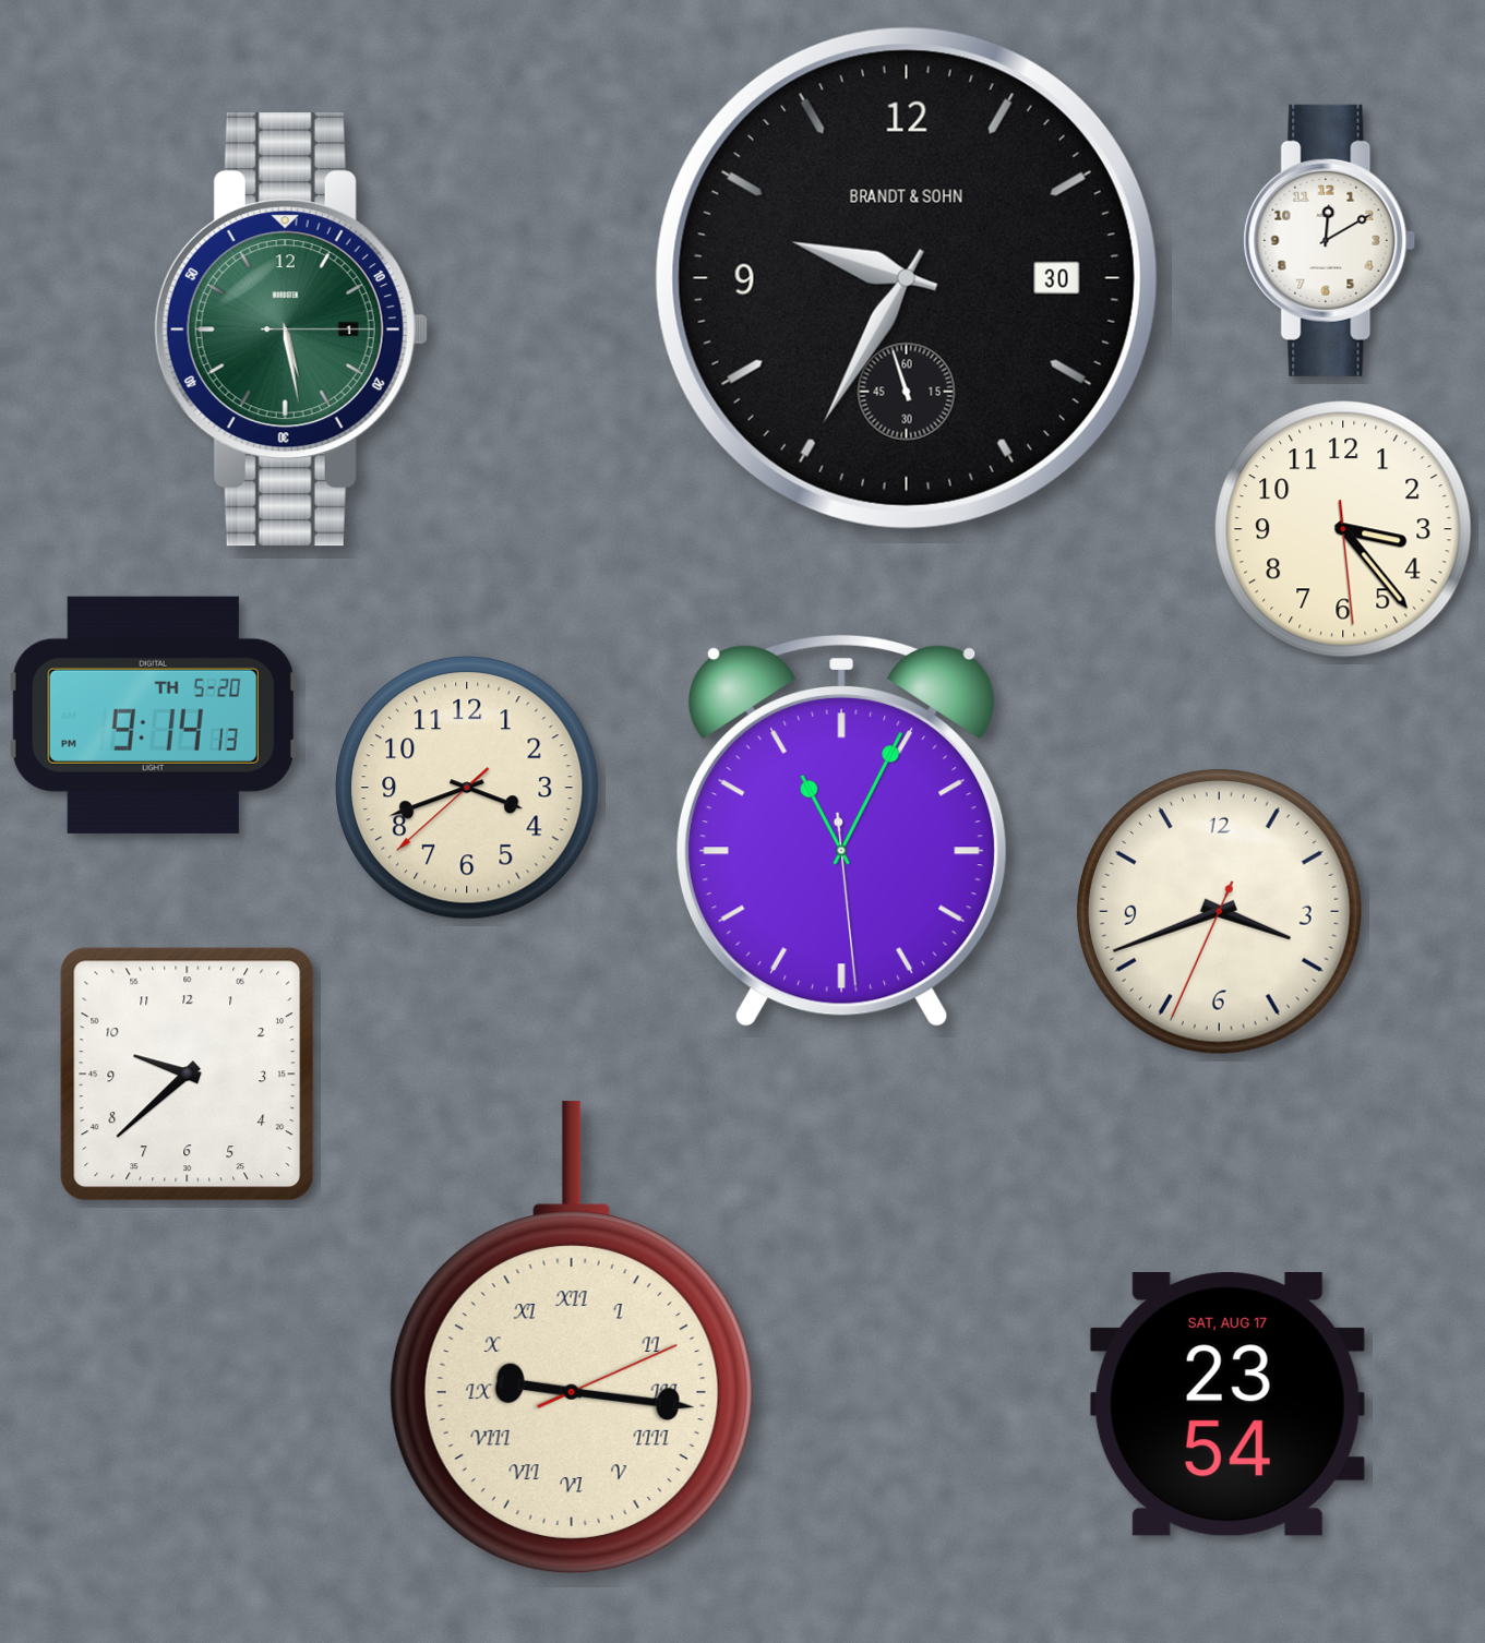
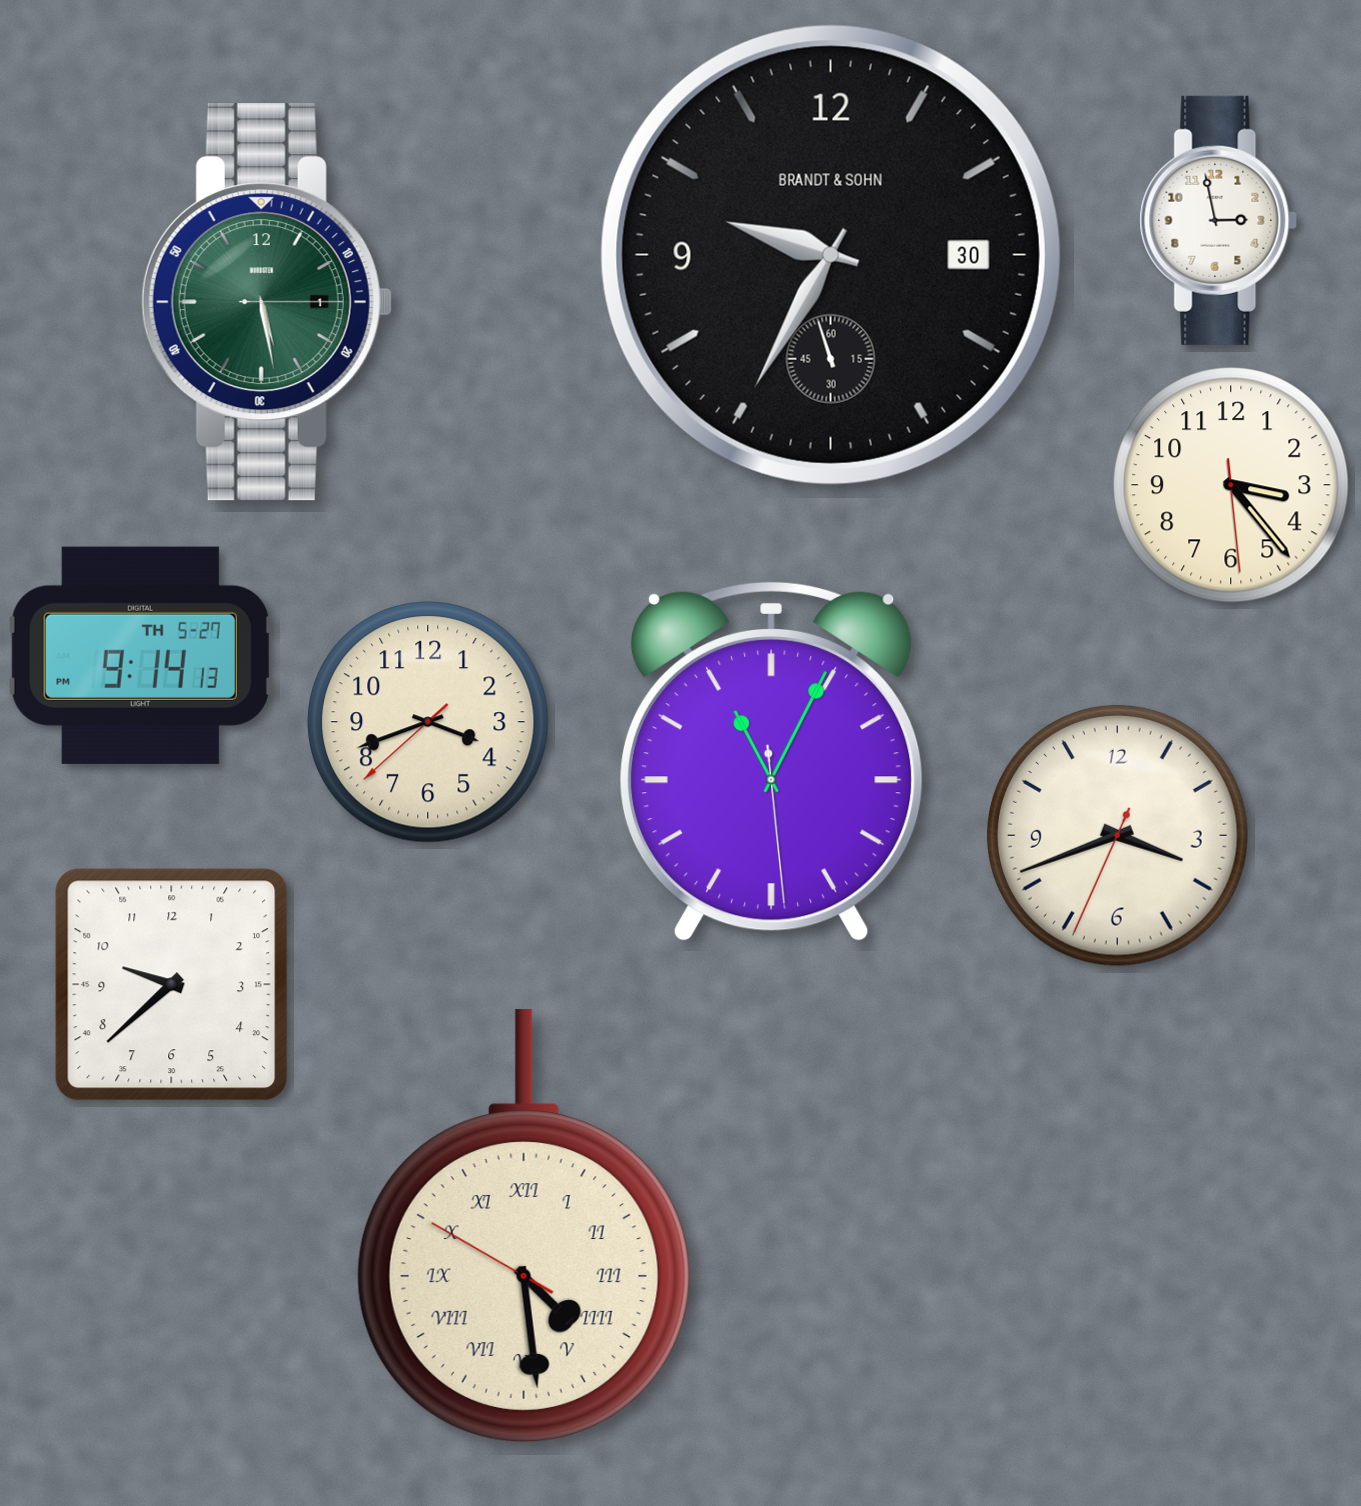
clock at (1330, 240): 12:10 -> 2:58
clock at (153, 715) date: TH 5-20 -> TH 5-27
clock at (572, 1338): 9:16 -> 4:28
clock at (1227, 1405): 23:54 -> none
